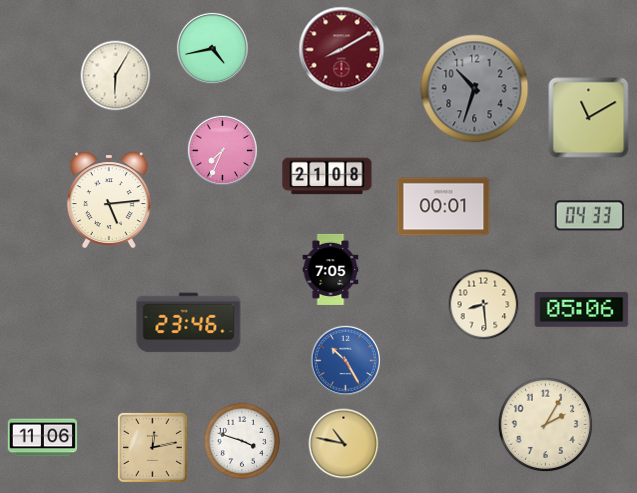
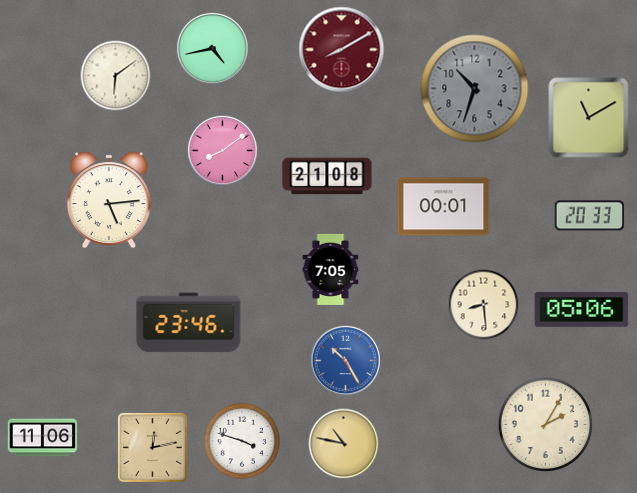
clock at (116, 76): 6:05 -> 6:09
clock at (222, 150): 7:34 -> 8:09
clock at (590, 216): 04:33 -> 20:33
